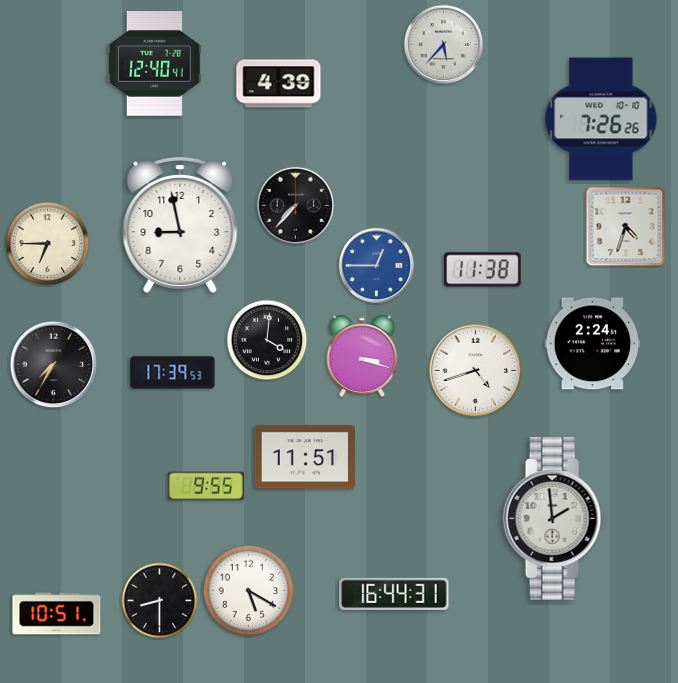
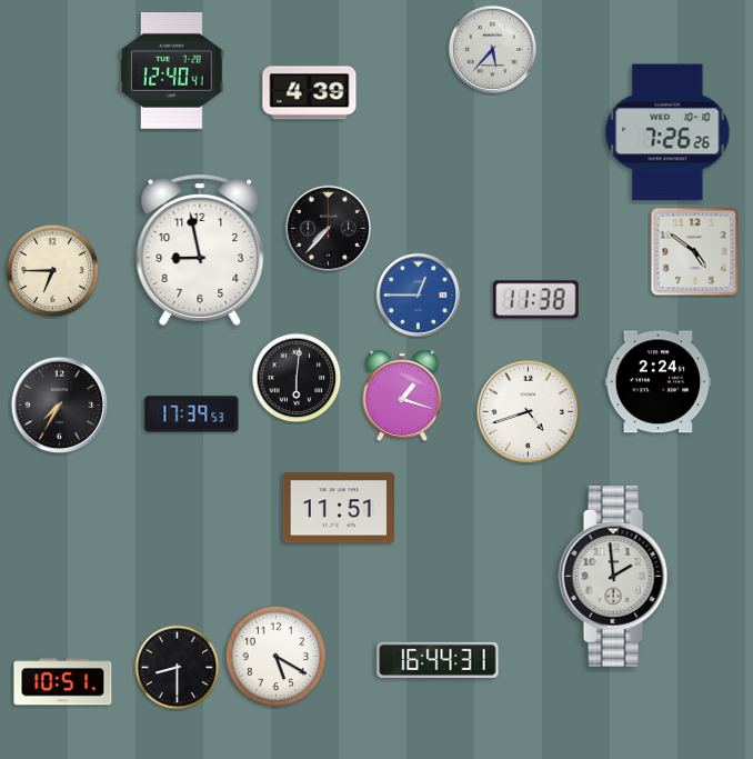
clock at (626, 227): 4:33 -> 4:51
clock at (267, 340): 4:01 -> 6:01
clock at (362, 355): 3:18 -> 1:18
clock at (207, 486): 9:55 -> none
